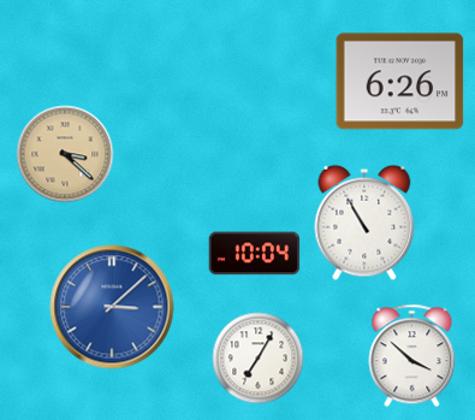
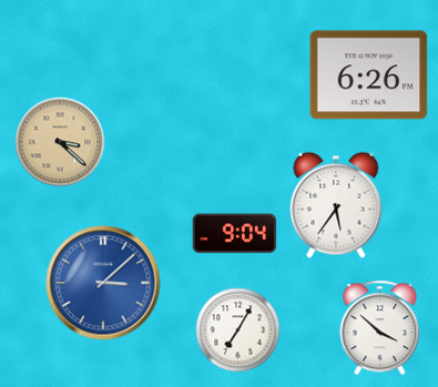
clock at (364, 223): 10:55 -> 5:36
clock at (255, 254): 10:04 -> 9:04
